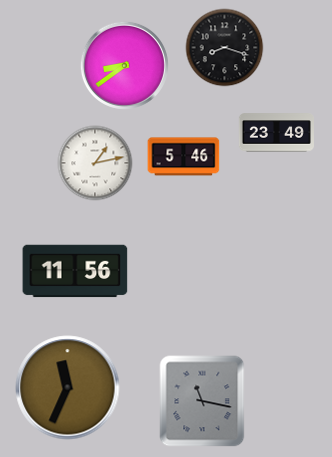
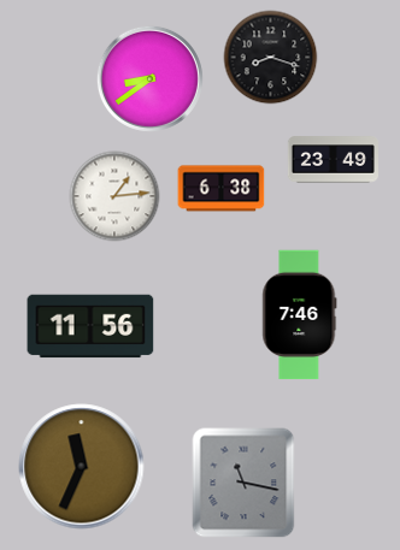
clock at (184, 157): 5:46 -> 6:38
clock at (95, 163): 1:13 -> 1:14
clock at (300, 315): none -> 7:46
